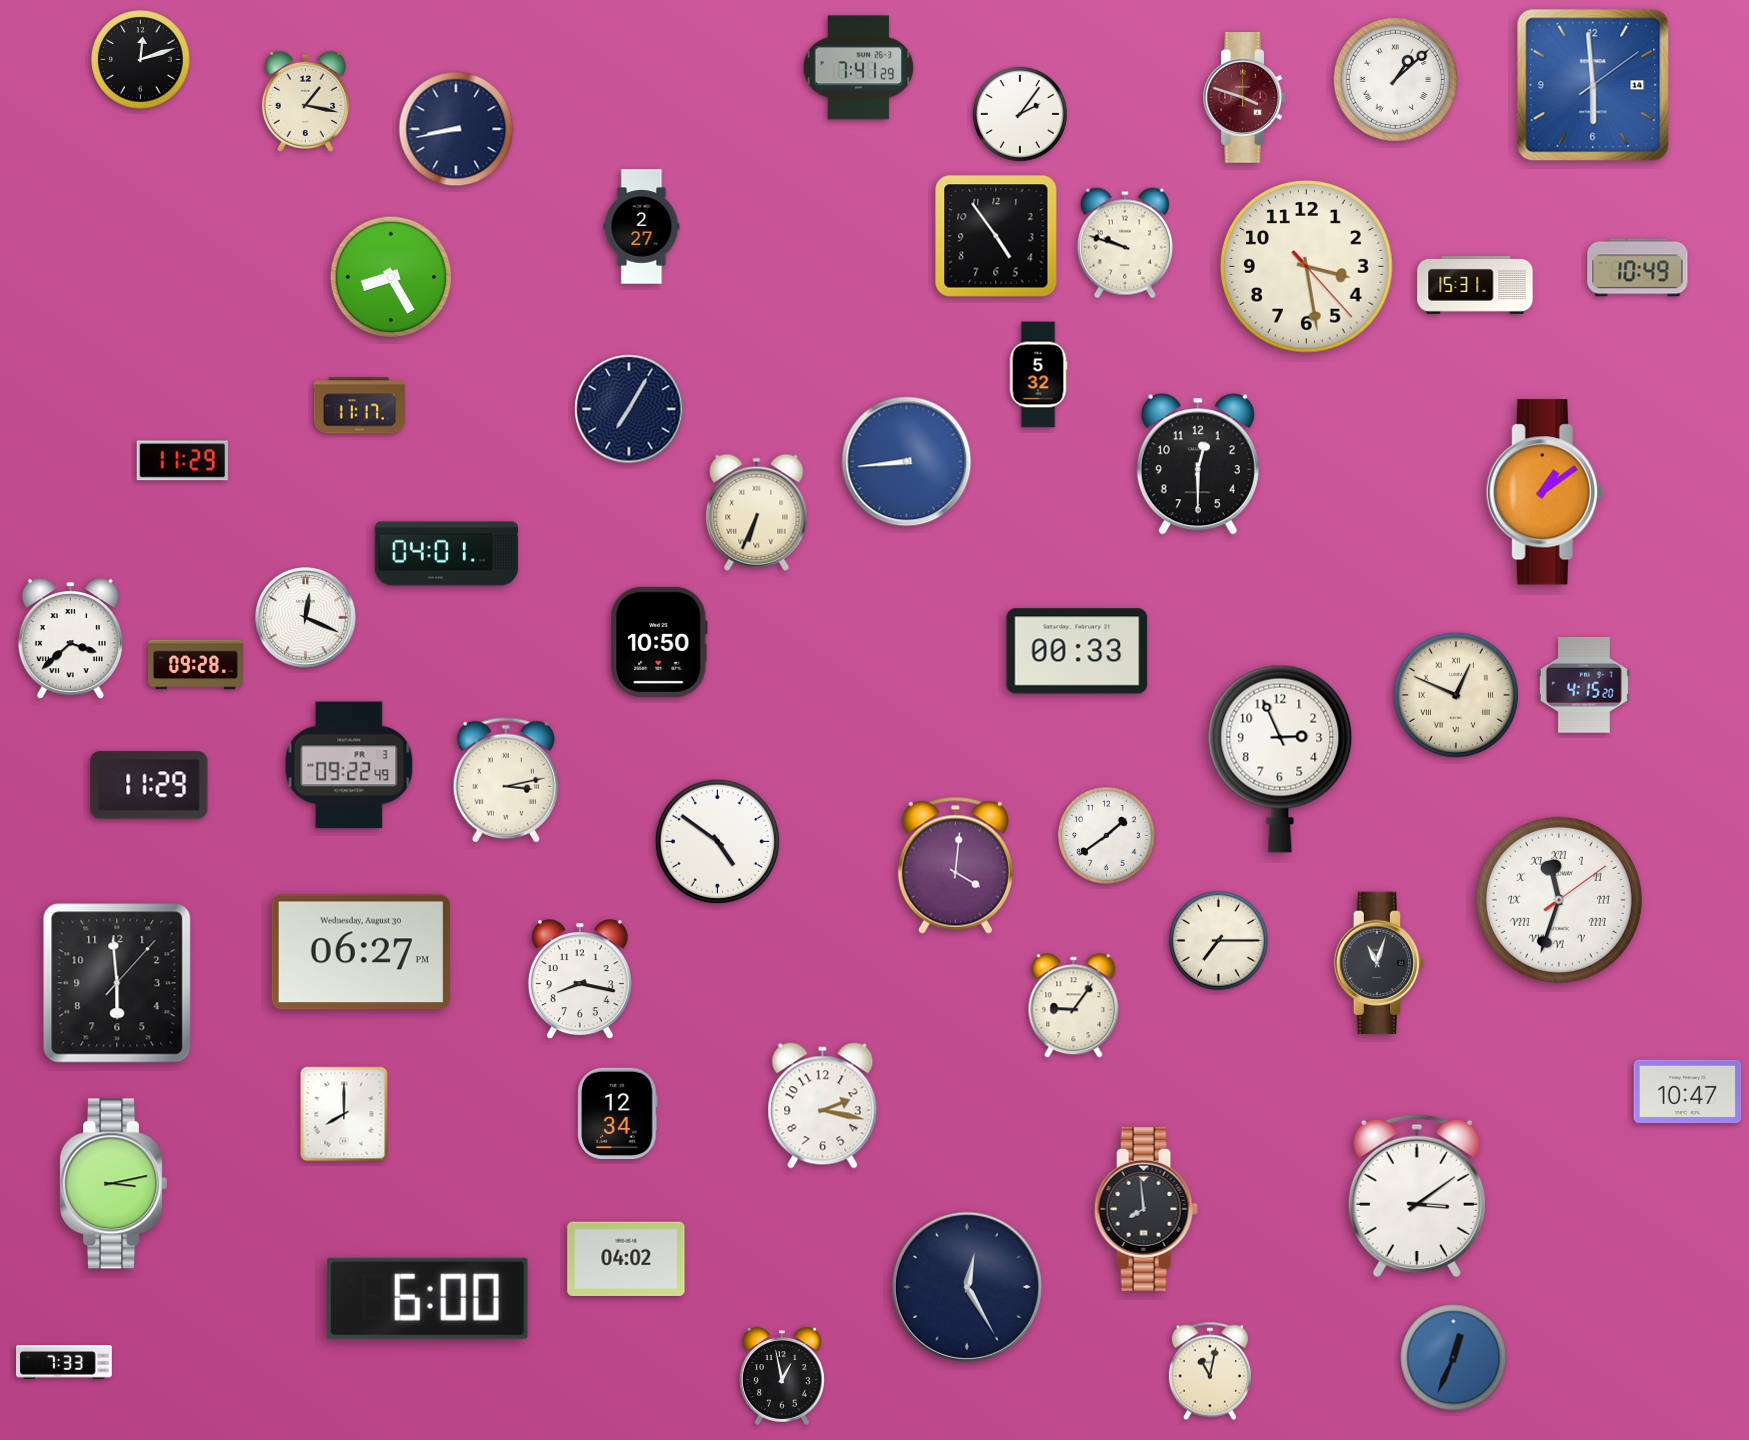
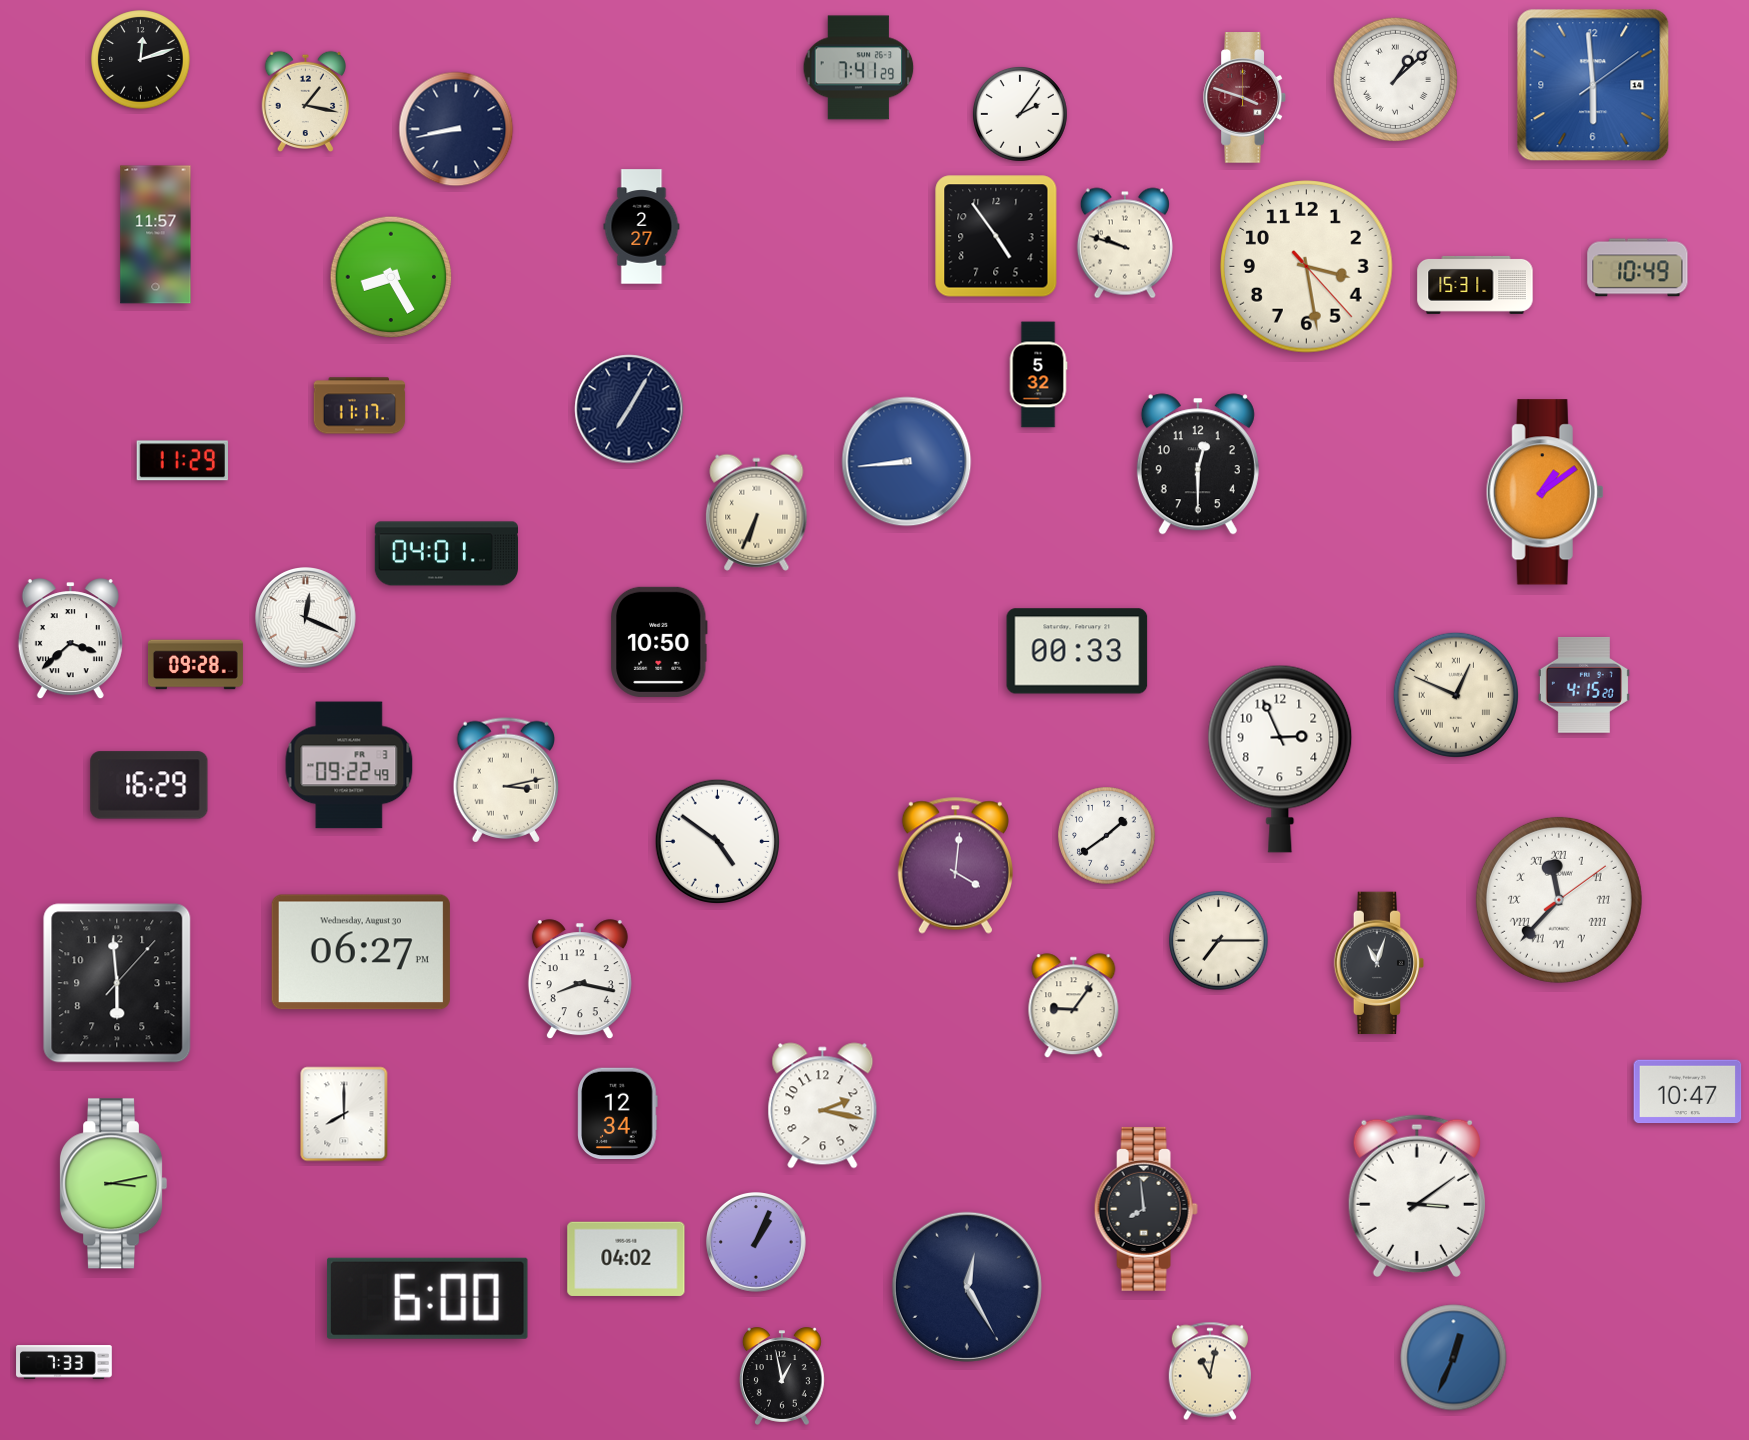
clock at (156, 235): none -> 11:57
clock at (149, 785): 11:29 -> 16:29
clock at (1559, 900): 11:33 -> 11:37
clock at (757, 1243): none -> 1:04
